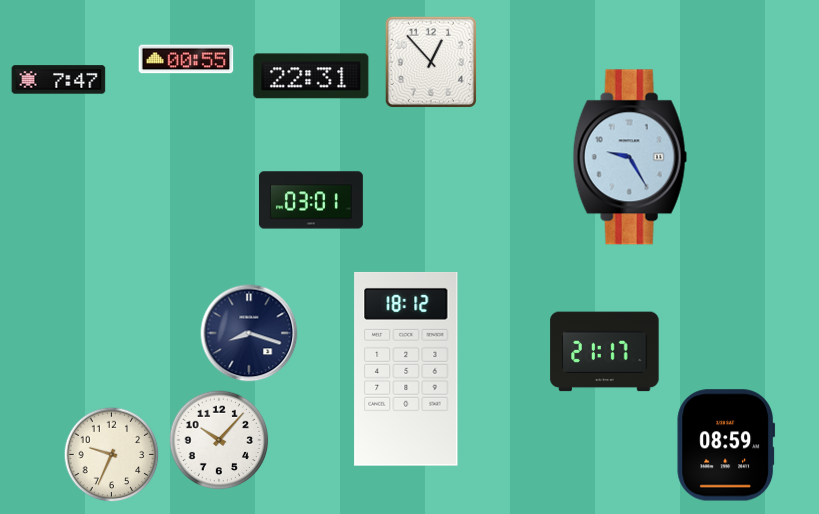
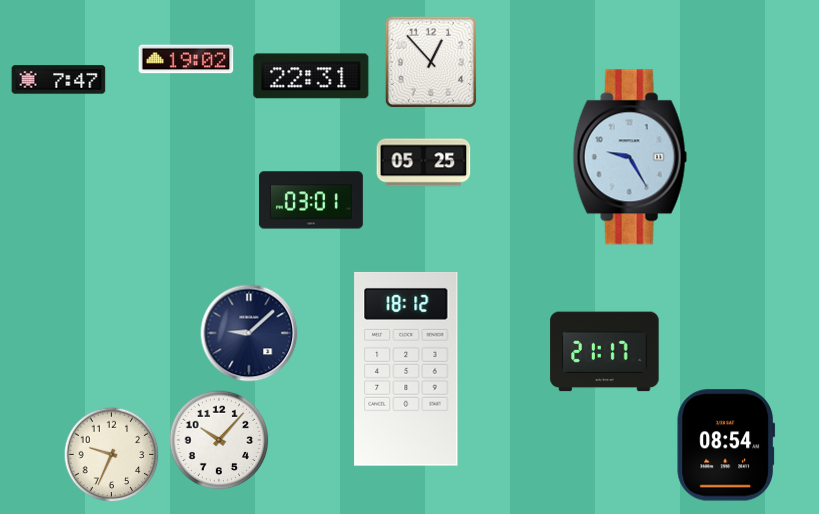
clock at (186, 59): 00:55 -> 19:02
clock at (424, 163): none -> 05:25
clock at (249, 333): 8:18 -> 9:08
clock at (726, 445): 08:59 -> 08:54
